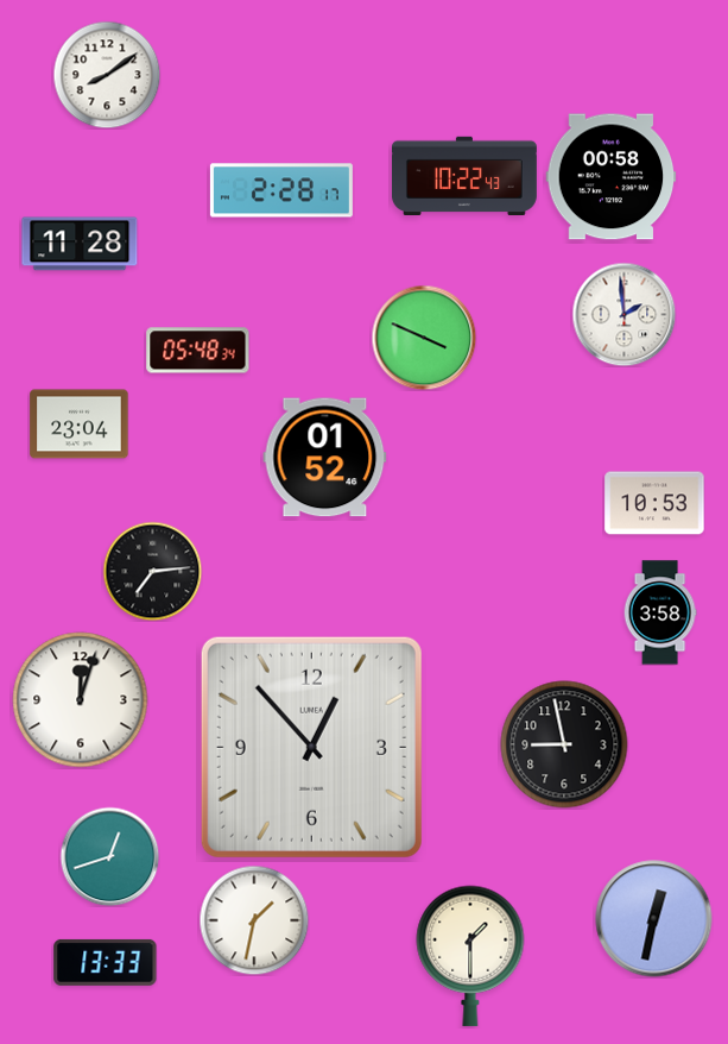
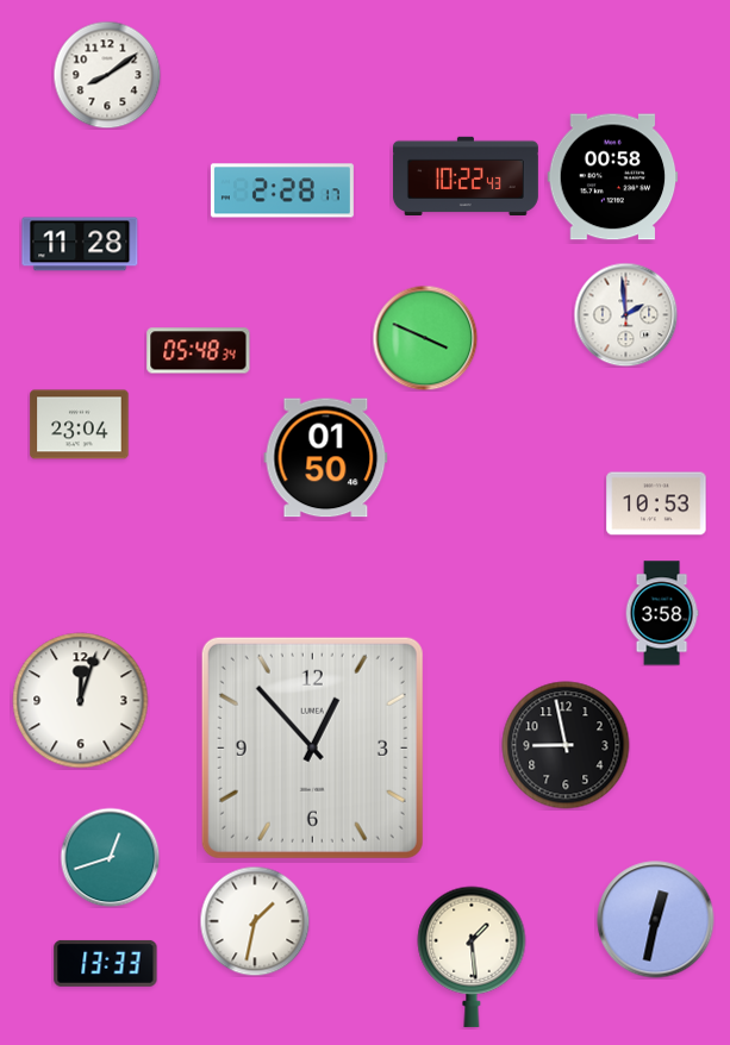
clock at (325, 458): 01:52 -> 01:50
clock at (152, 571): 7:14 -> none
clock at (470, 956): 1:30 -> 1:29
